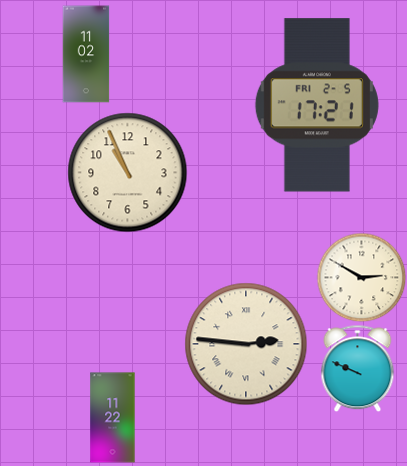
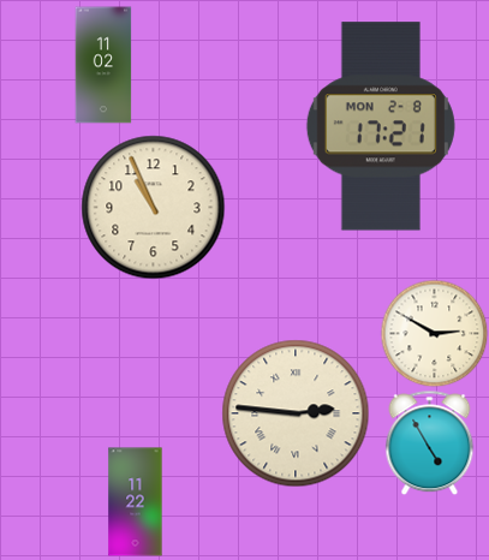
clock at (317, 105) date: FRI 2-5 -> MON 2-8
clock at (358, 368): 9:49 -> 4:55
